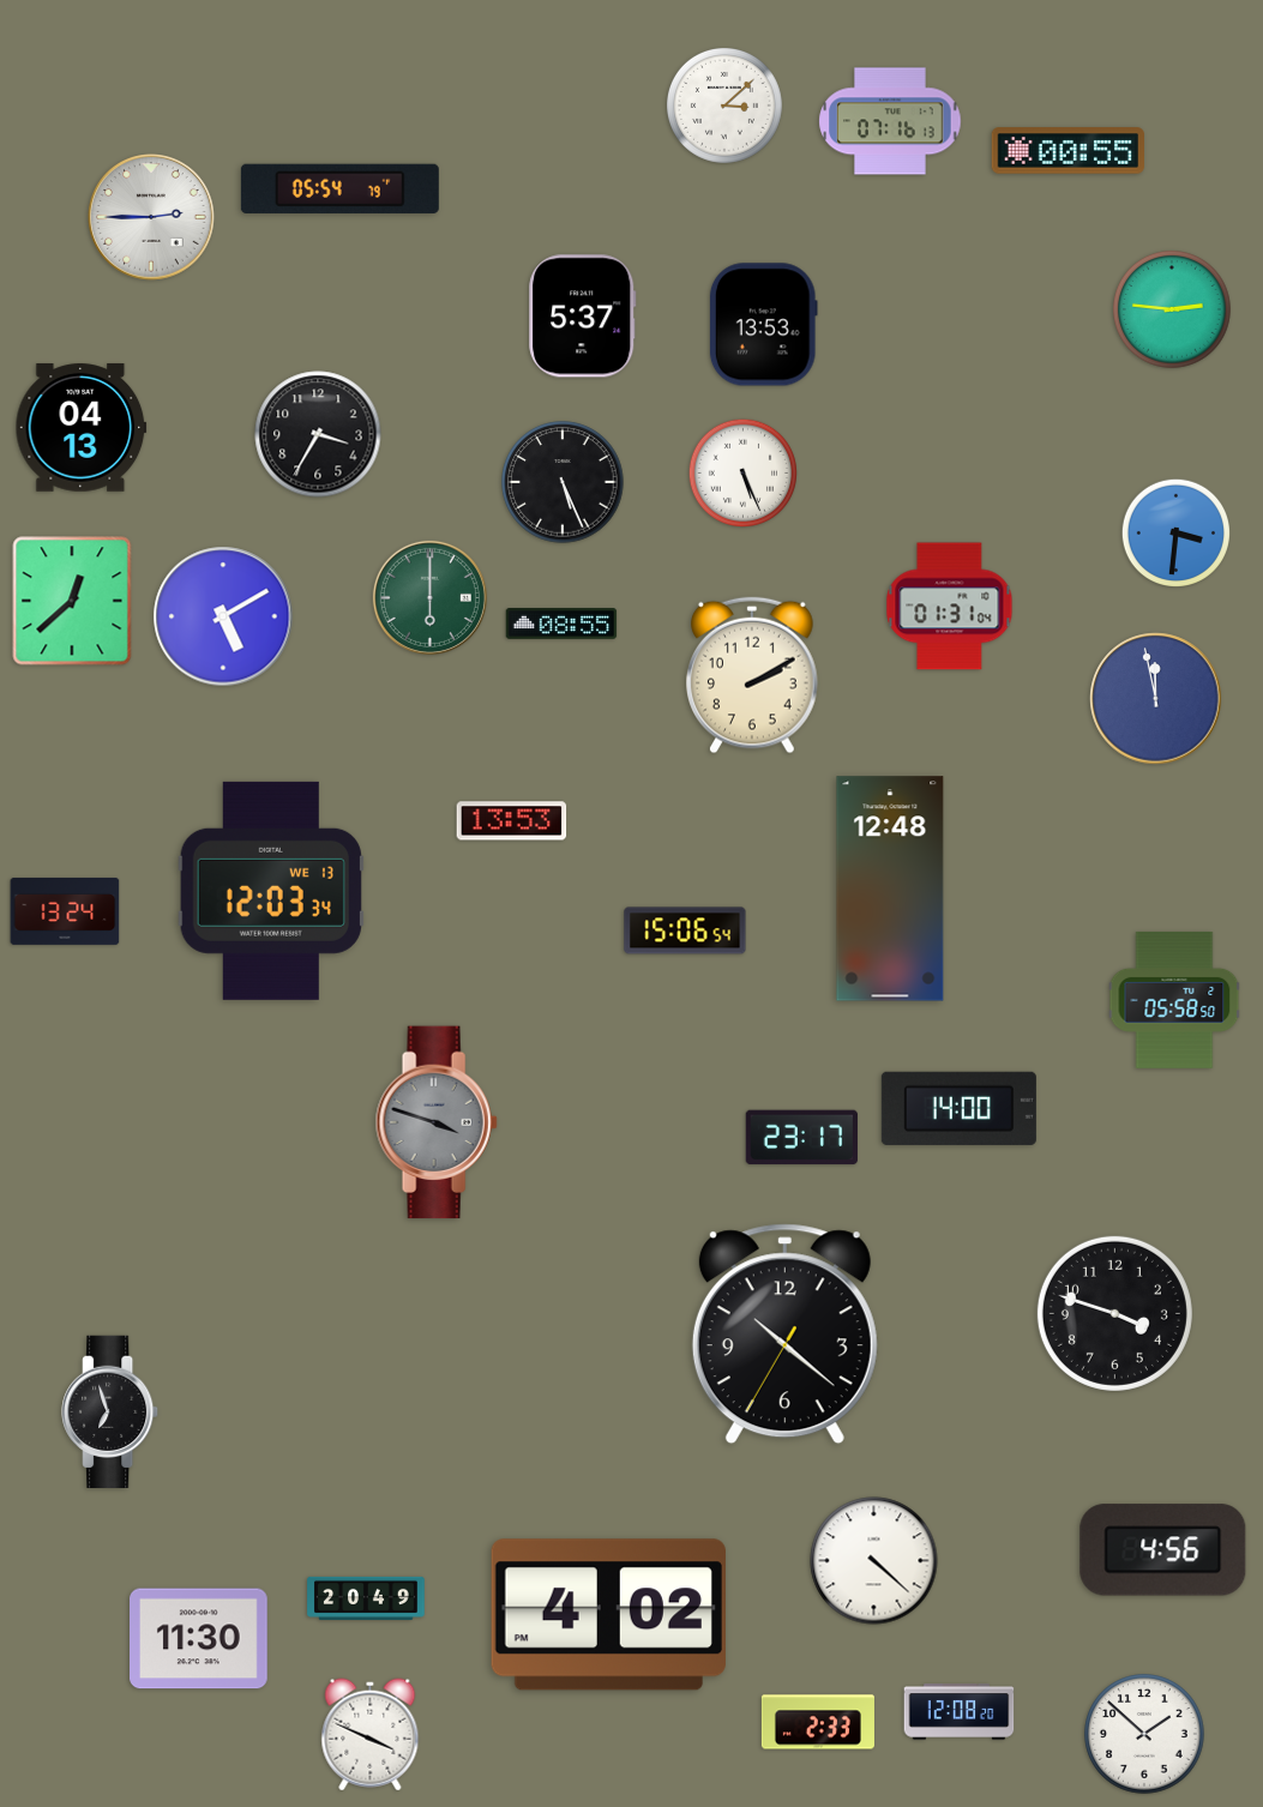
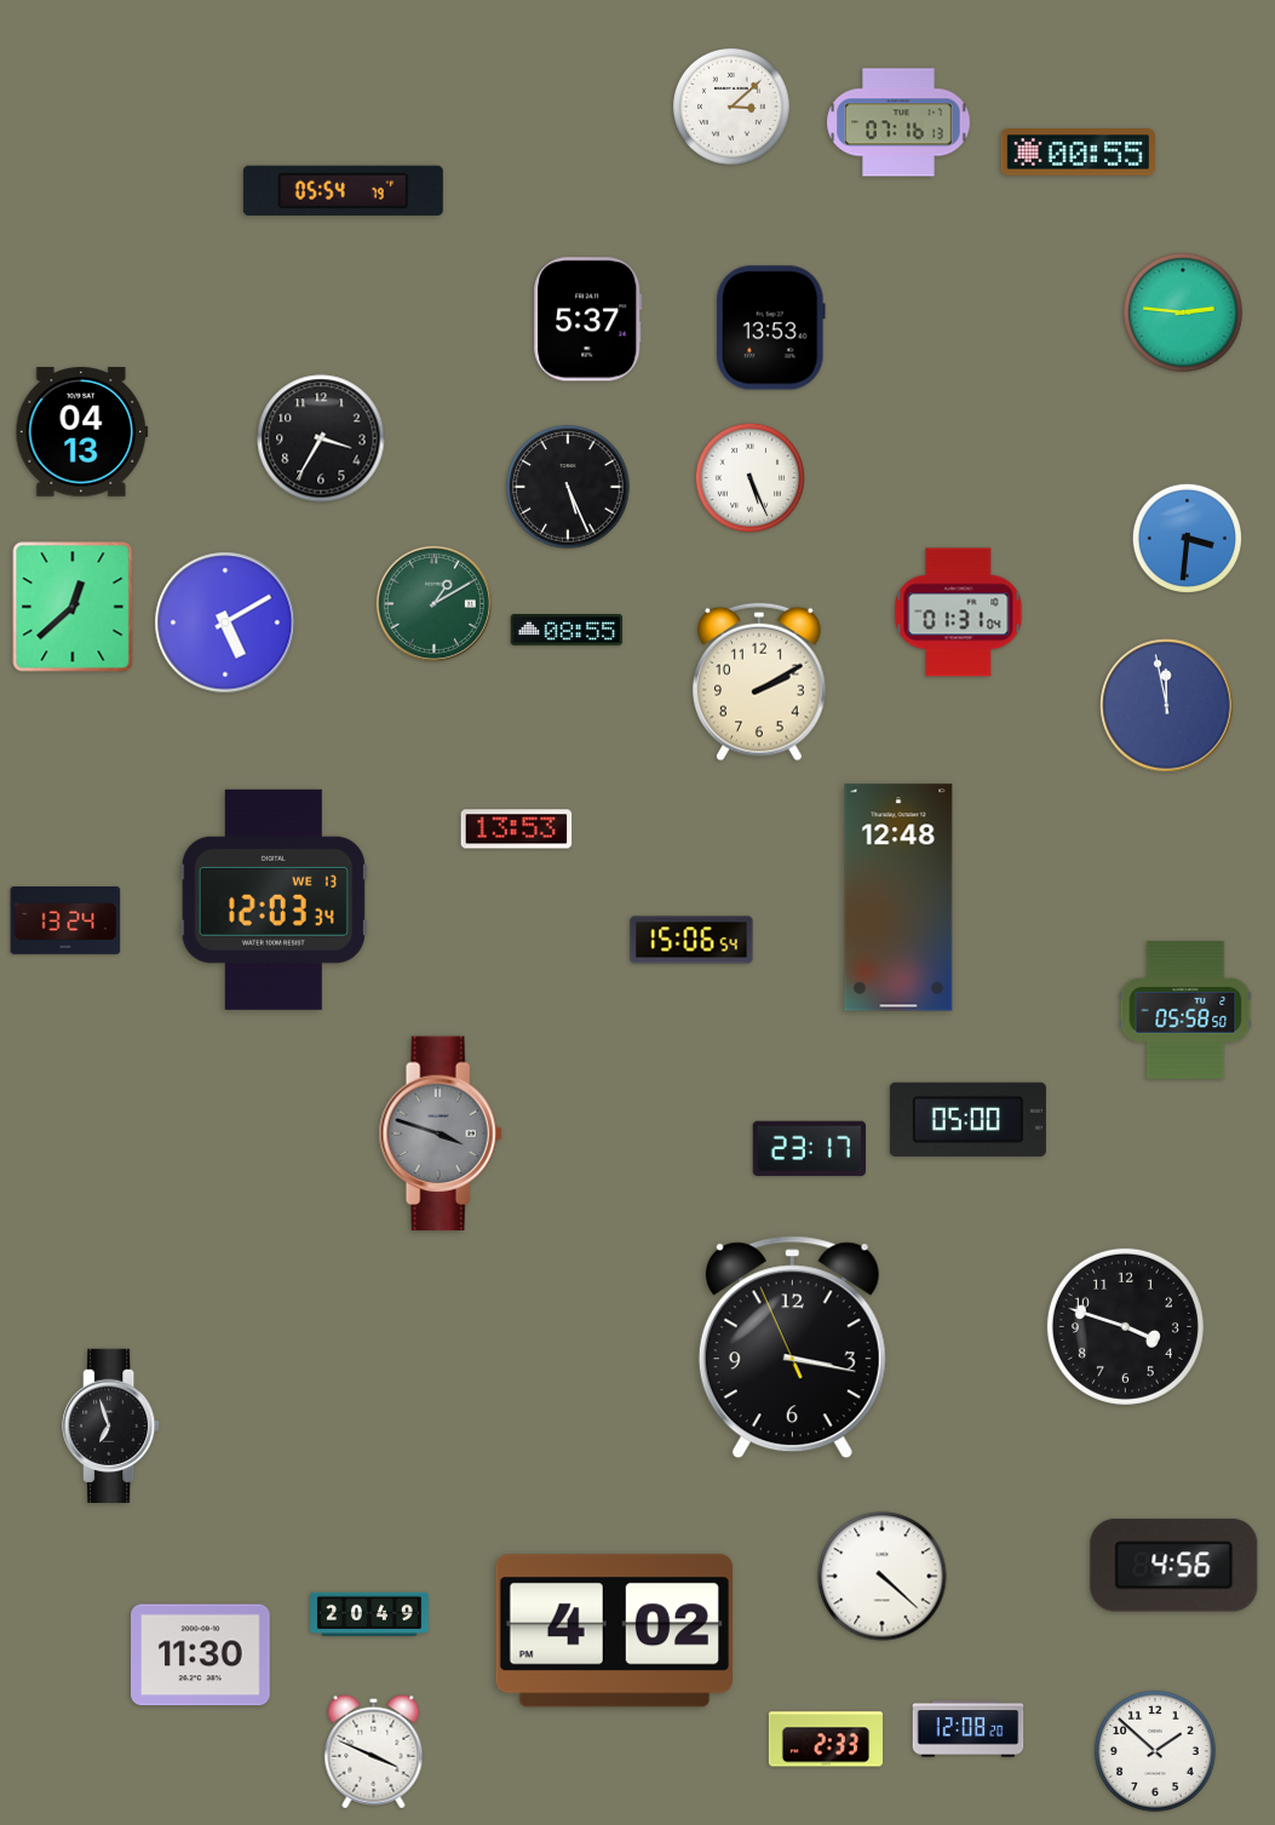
clock at (152, 218): 2:45 -> none
clock at (429, 597): 6:00 -> 1:10
clock at (958, 1108): 14:00 -> 05:00
clock at (784, 1335): 10:21 -> 3:16
